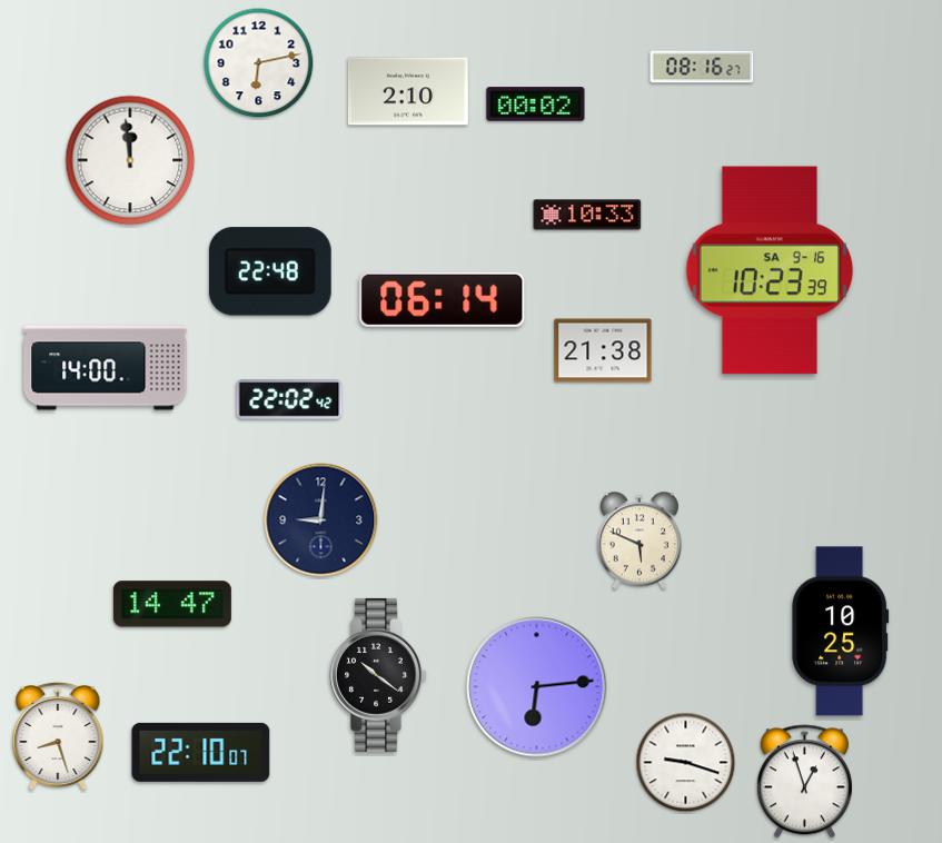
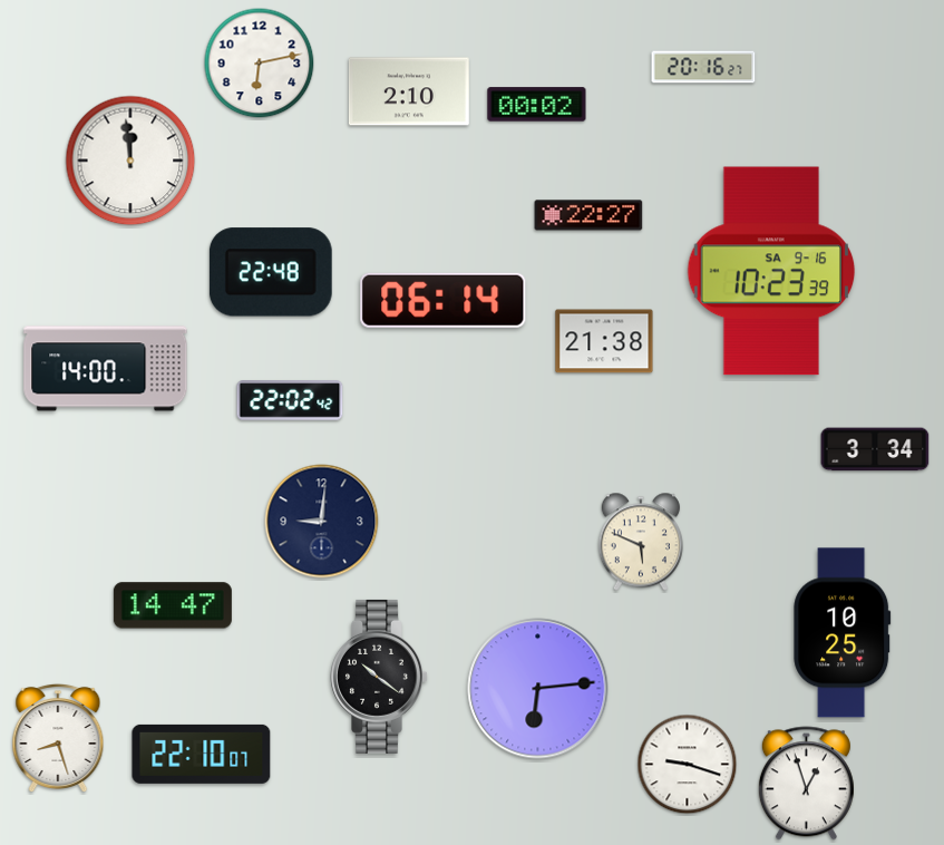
clock at (702, 67): 08:16 -> 20:16
clock at (587, 215): 10:33 -> 22:27
clock at (603, 350) position: (603, 350) -> (604, 341)
clock at (875, 449): none -> 3:34
